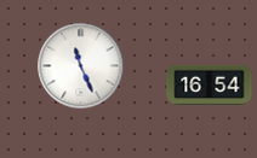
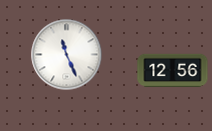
clock at (210, 86): 16:54 -> 12:56
